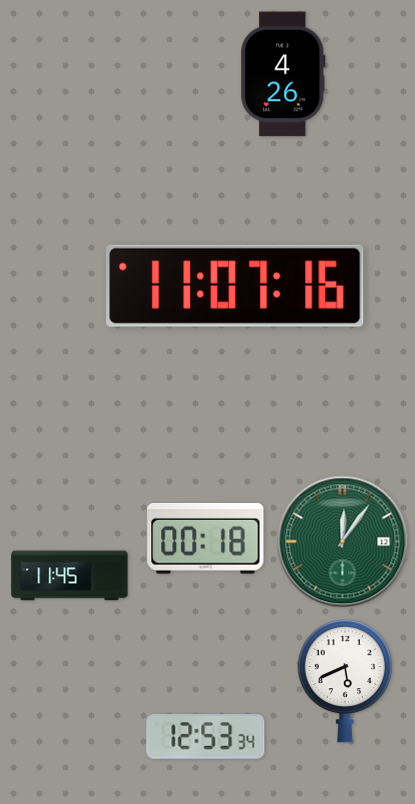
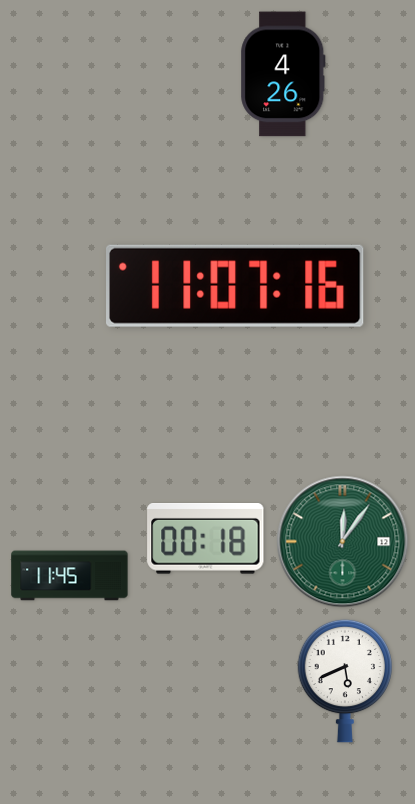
clock at (206, 736): 12:53 -> none
